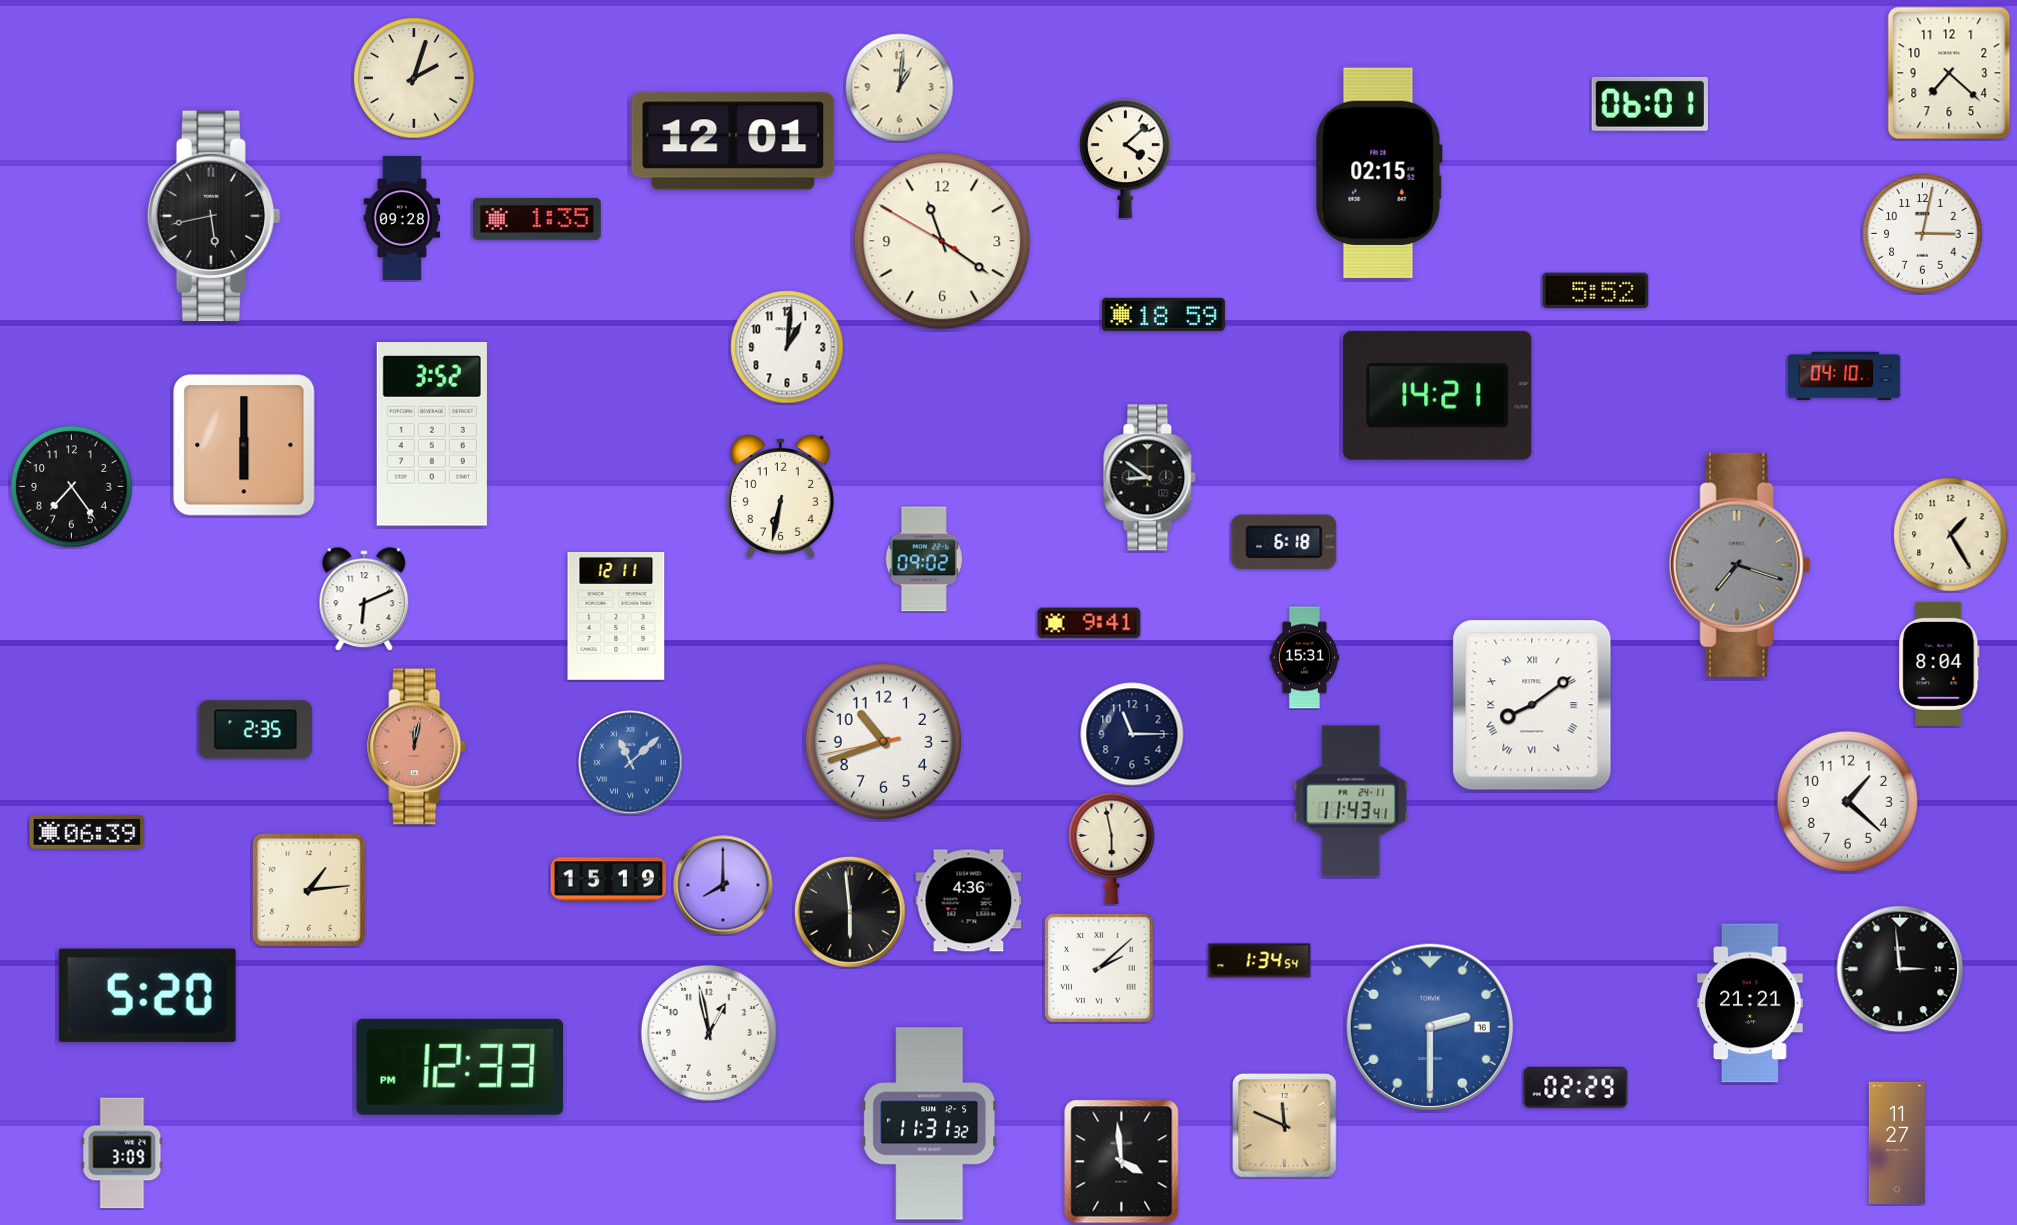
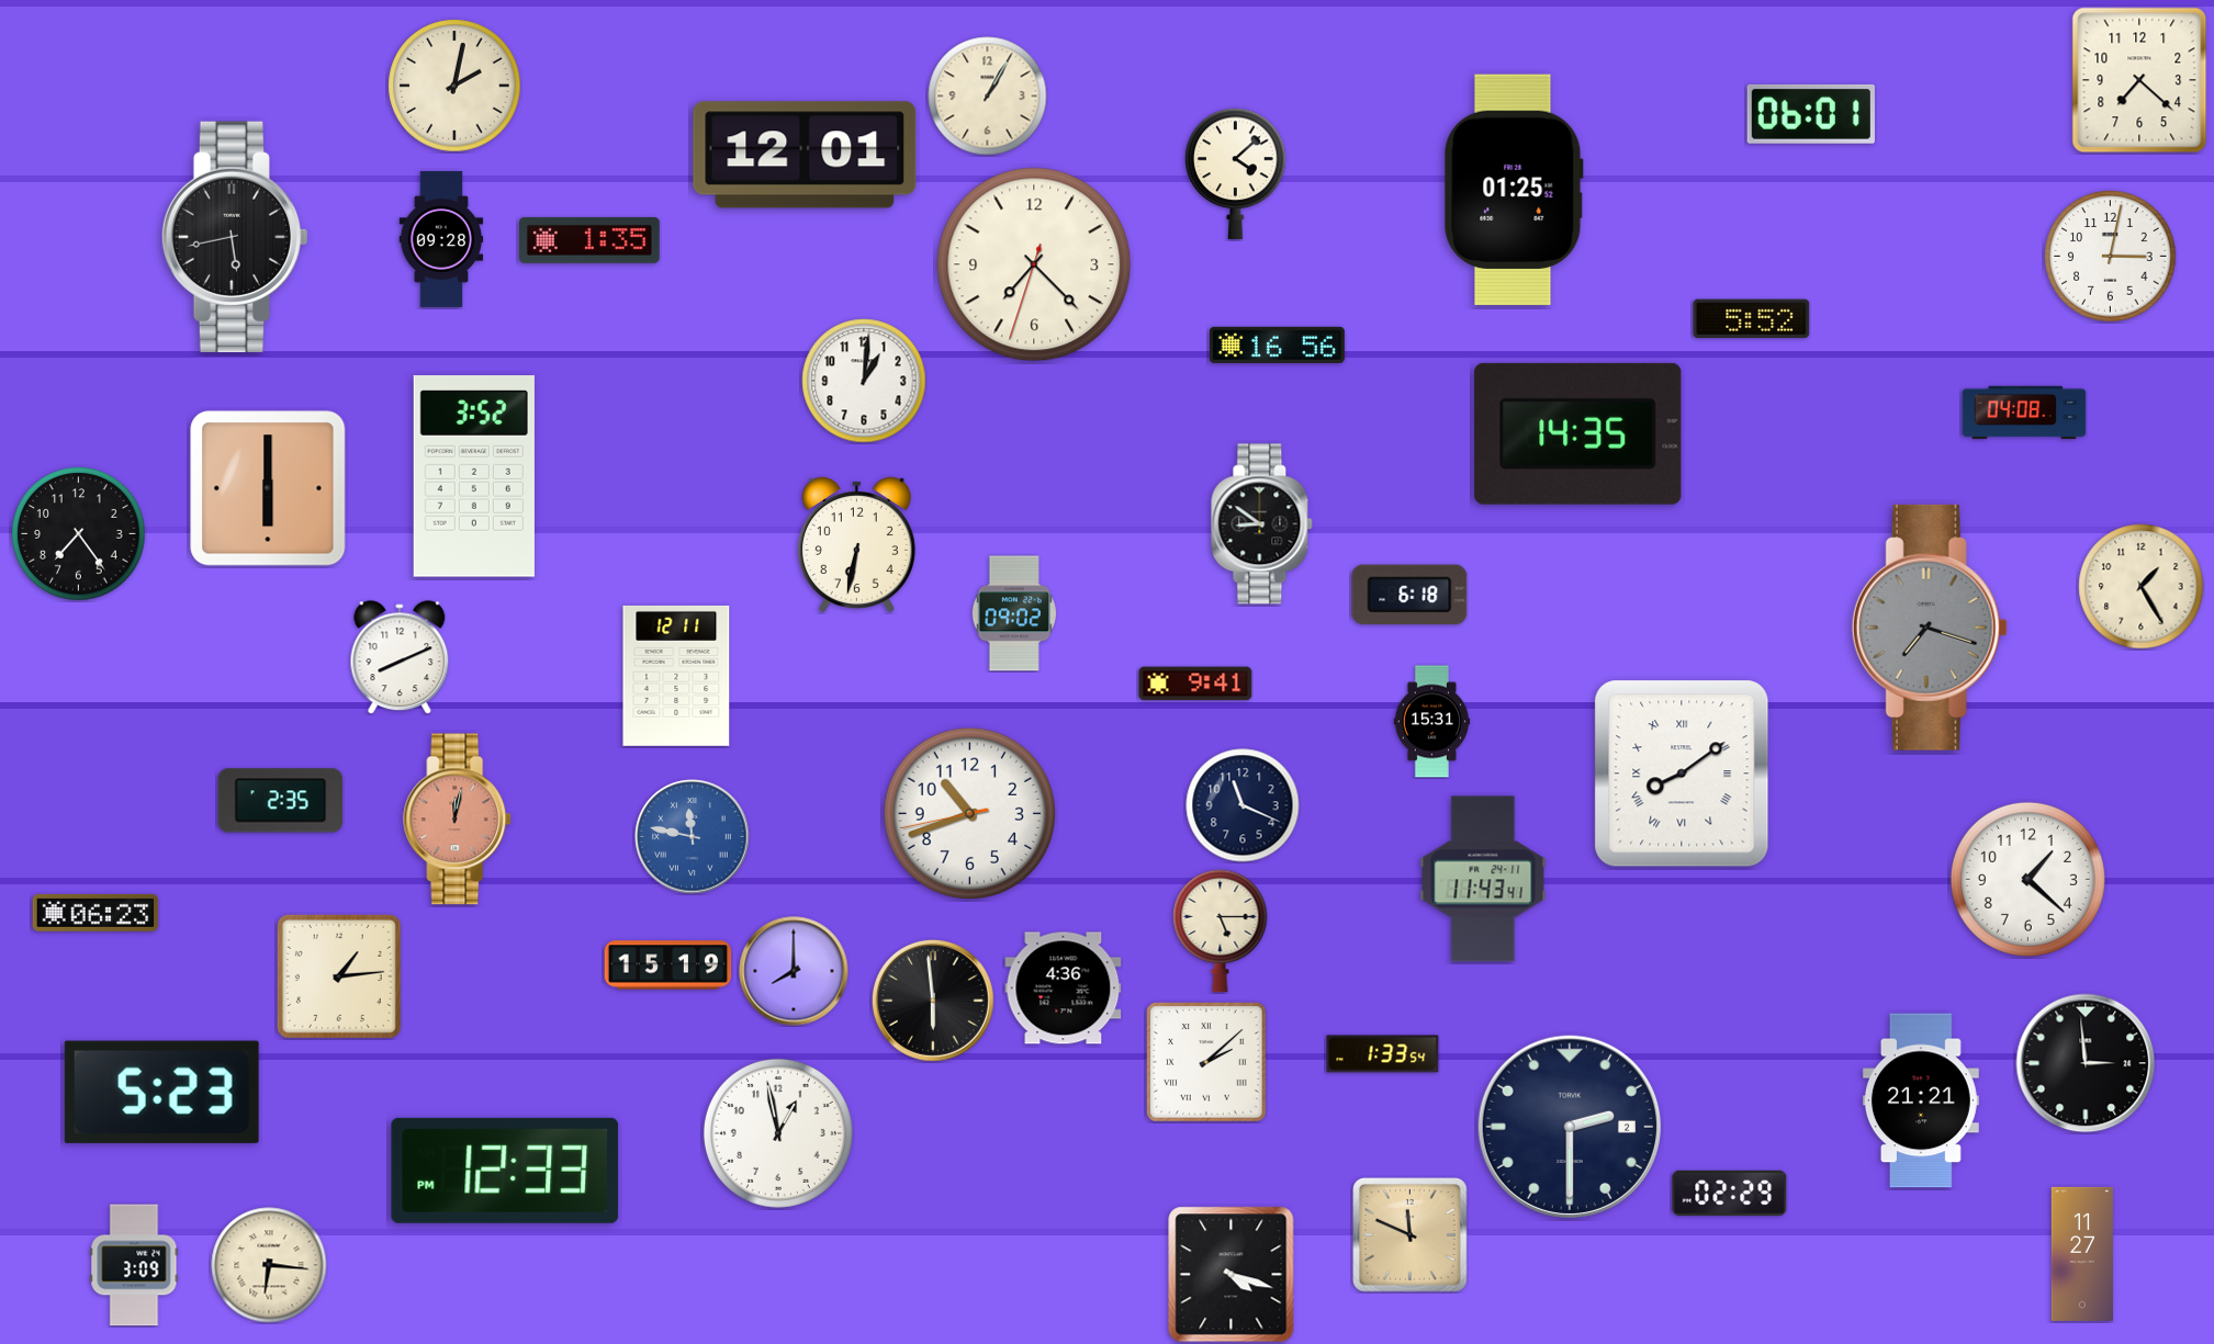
clock at (414, 78): 2:03 -> 2:02
clock at (900, 88): 1:01 -> 1:05
clock at (1379, 173): 02:15 -> 01:25
clock at (942, 241): 11:20 -> 7:22
clock at (1163, 314): 18:59 -> 16:56
clock at (1844, 376): 04:10 -> 04:08
clock at (1438, 395): 14:21 -> 14:35
clock at (1740, 565) position: (1740, 565) -> (1930, 628)
clock at (364, 599): 6:11 -> 8:11
clock at (1939, 664): 8:04 -> none
clock at (1132, 734): 11:15 -> 11:19
clock at (631, 763): 11:08 -> 11:47
clock at (87, 832): 06:39 -> 06:23
clock at (1112, 848): 5:58 -> 5:15
clock at (1260, 961): 1:34 -> 1:33
clock at (147, 995): 5:20 -> 5:23
clock at (1430, 1027) date: 16 -> 2
clock at (1430, 1027) dial: blue -> navy
clock at (930, 1124): 11:31 -> none
clock at (269, 1265): none -> 6:16
clock at (1122, 1162): 3:59 -> 4:18
